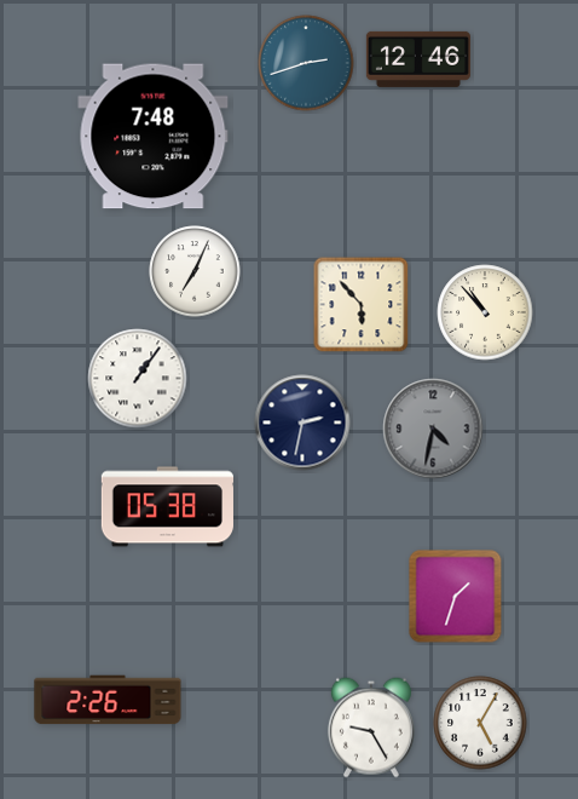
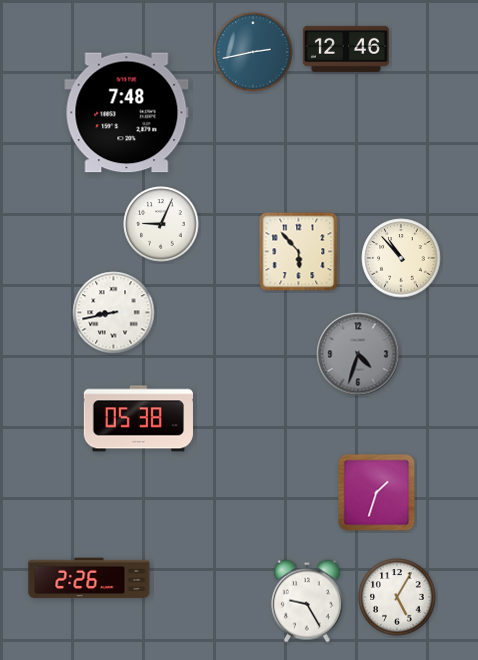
clock at (306, 63): 2:42 -> 2:43
clock at (195, 271): 7:04 -> 9:04
clock at (138, 379): 1:06 -> 8:43
clock at (302, 423): 2:32 -> none
clock at (433, 429): 4:32 -> 4:33
